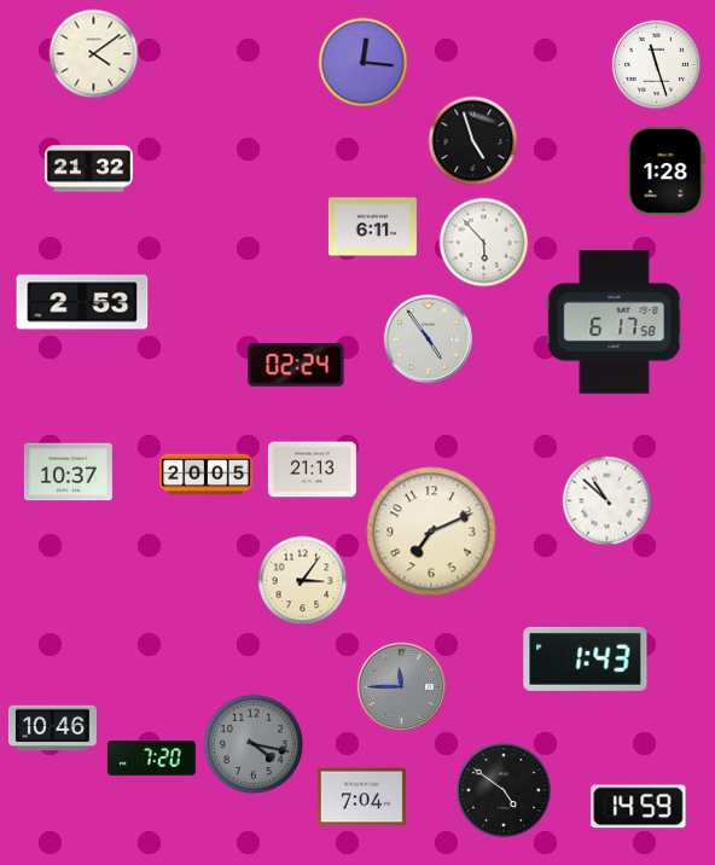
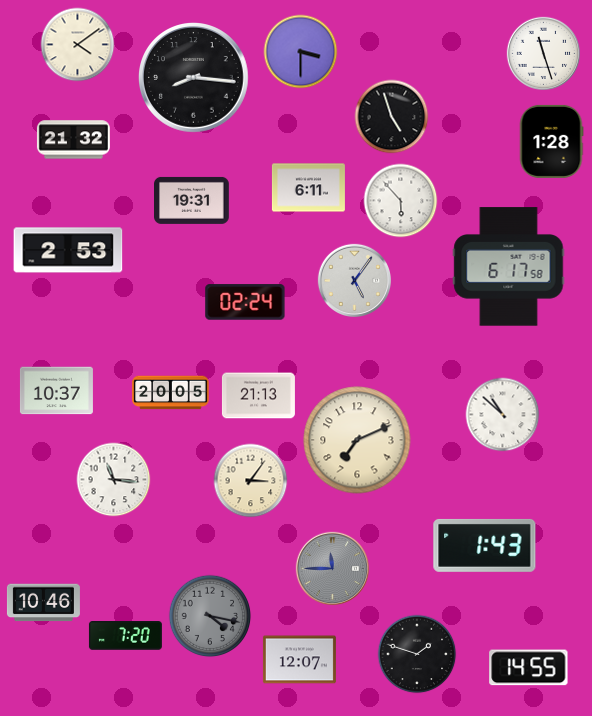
clock at (364, 63): 12:16 -> 3:30
clock at (194, 78): none -> 8:16
clock at (192, 200): none -> 19:31
clock at (428, 338): 4:54 -> 5:06
clock at (312, 470) position: (312, 470) -> (258, 396)
clock at (114, 480): none -> 11:16
clock at (151, 759) position: (151, 759) -> (125, 636)
clock at (504, 790): 4:51 -> 1:48
clock at (361, 797): 7:04 -> 12:07
clock at (639, 807): 14:59 -> 14:55
